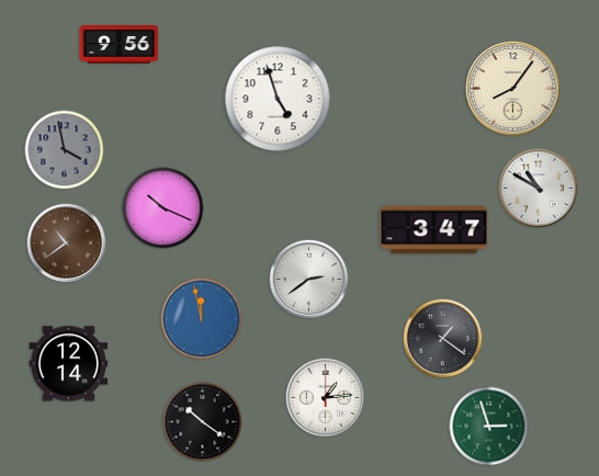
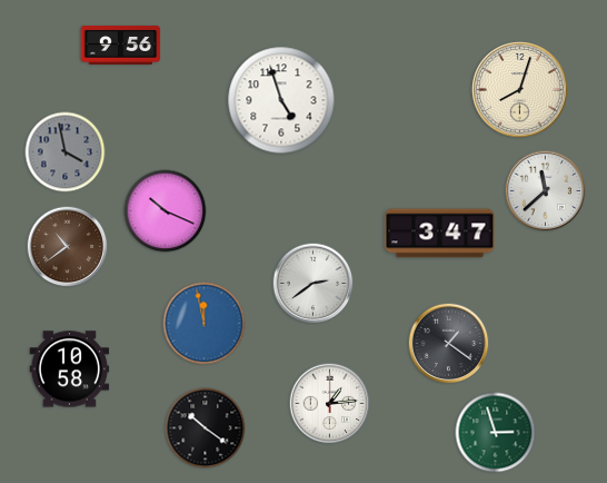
clock at (513, 89): 8:06 -> 8:03
clock at (539, 189): 10:50 -> 11:38
clock at (69, 364): 12:14 -> 10:58
